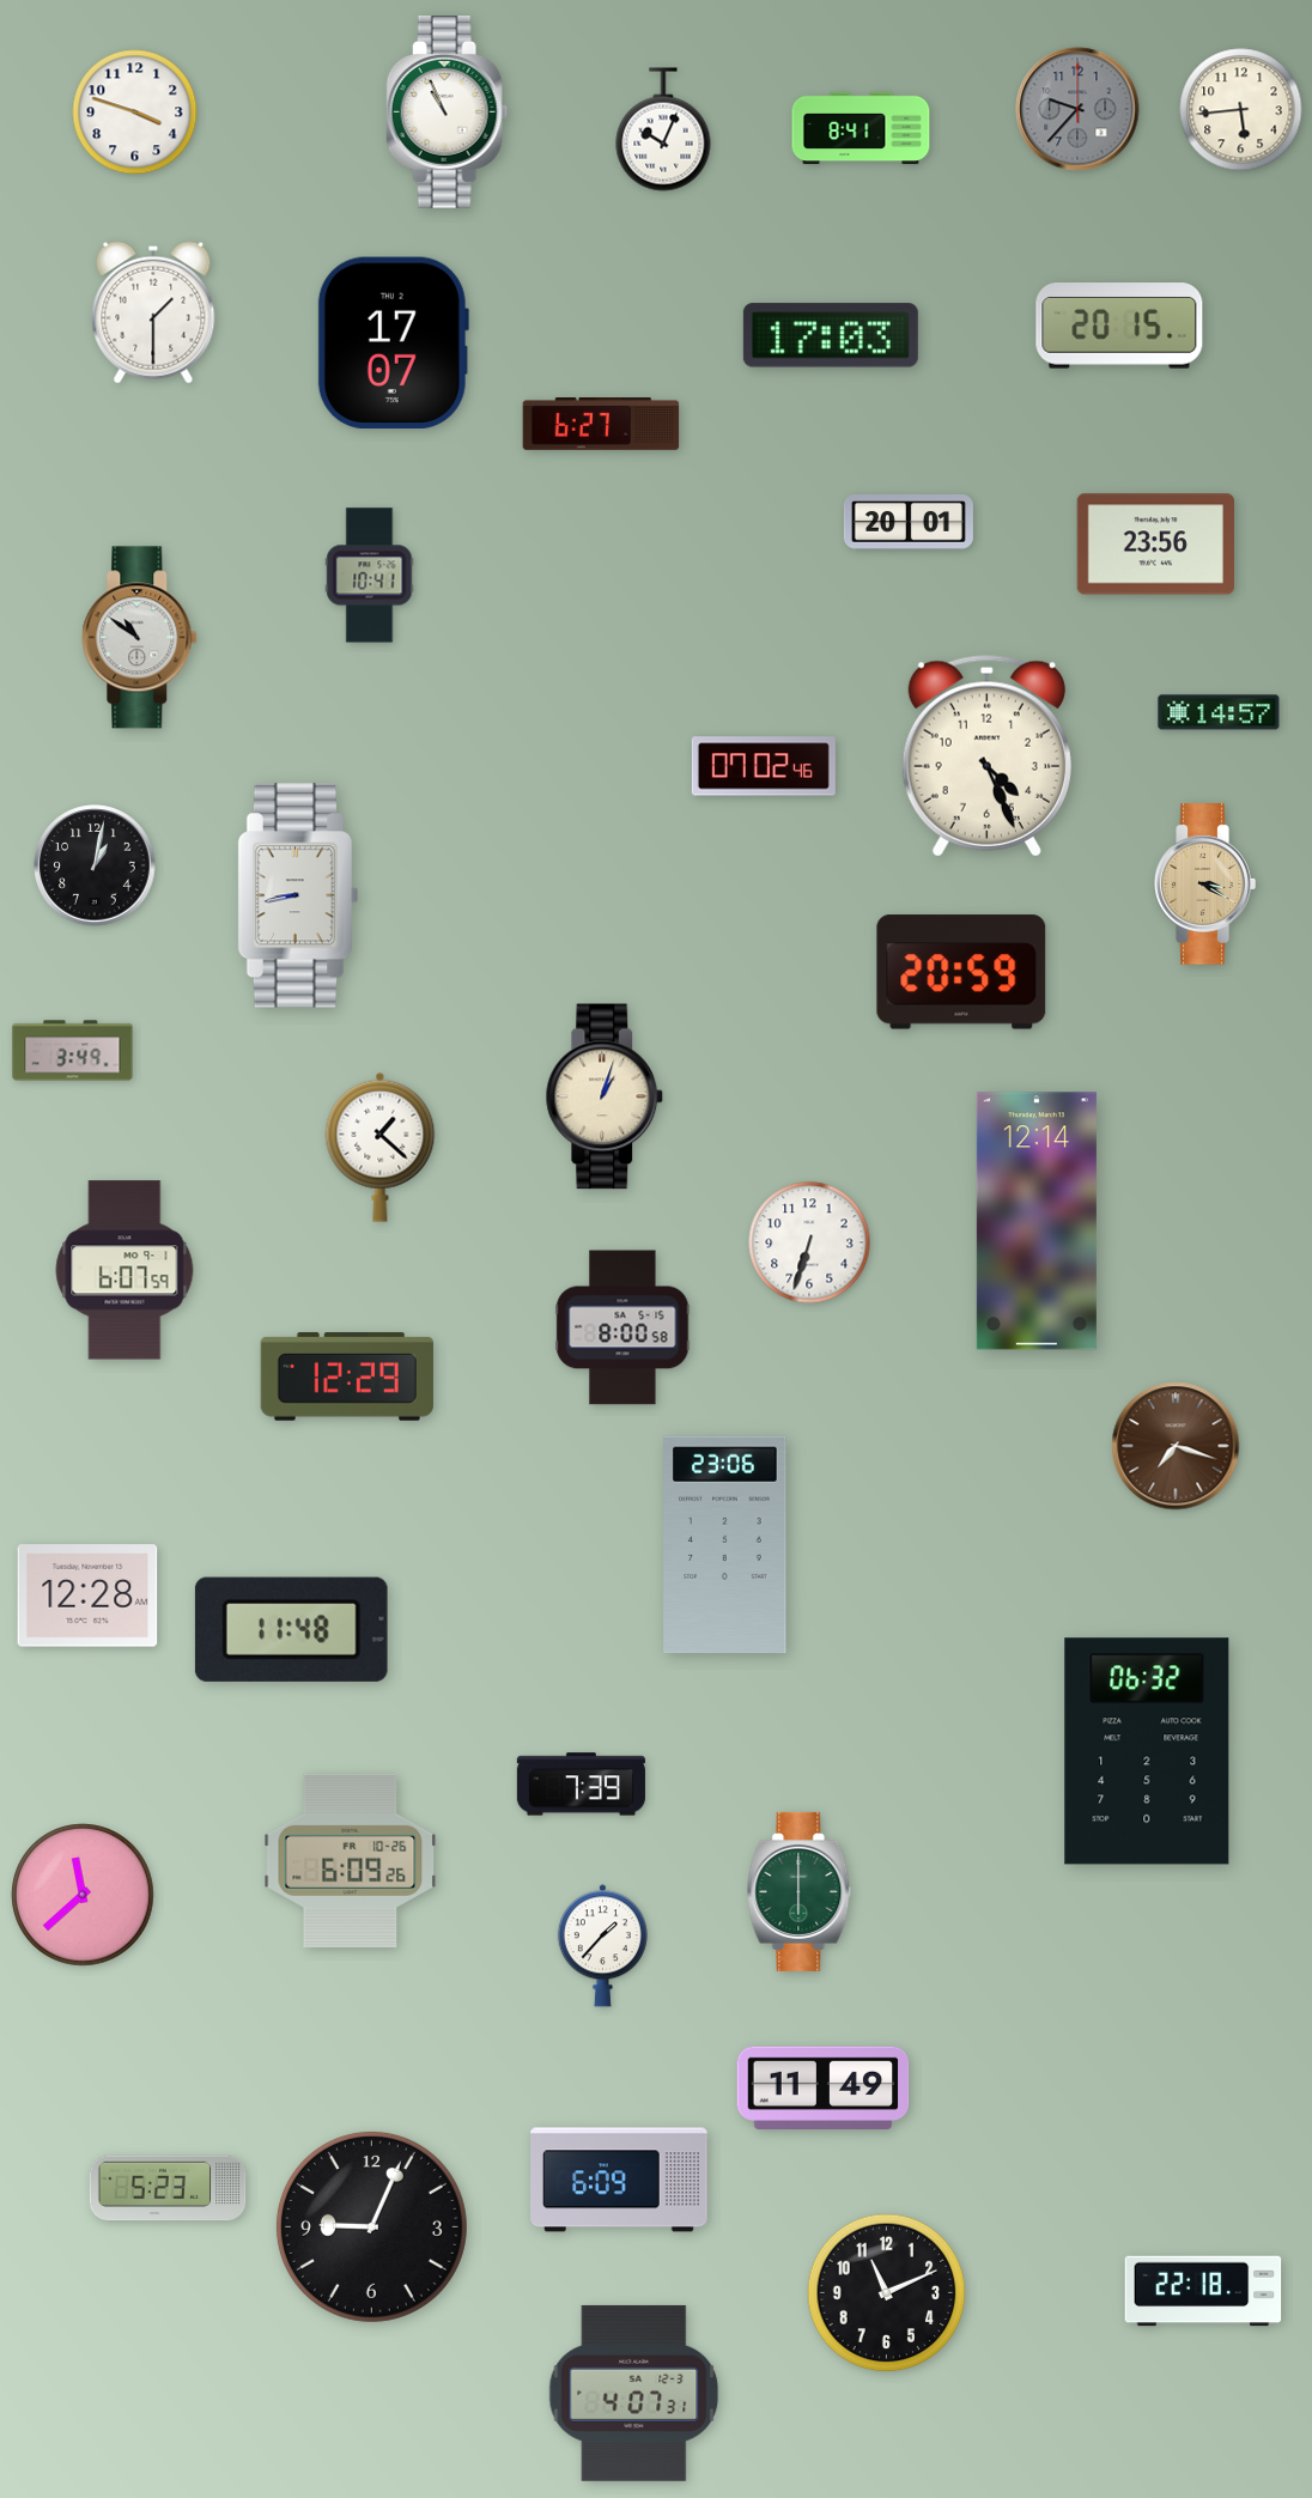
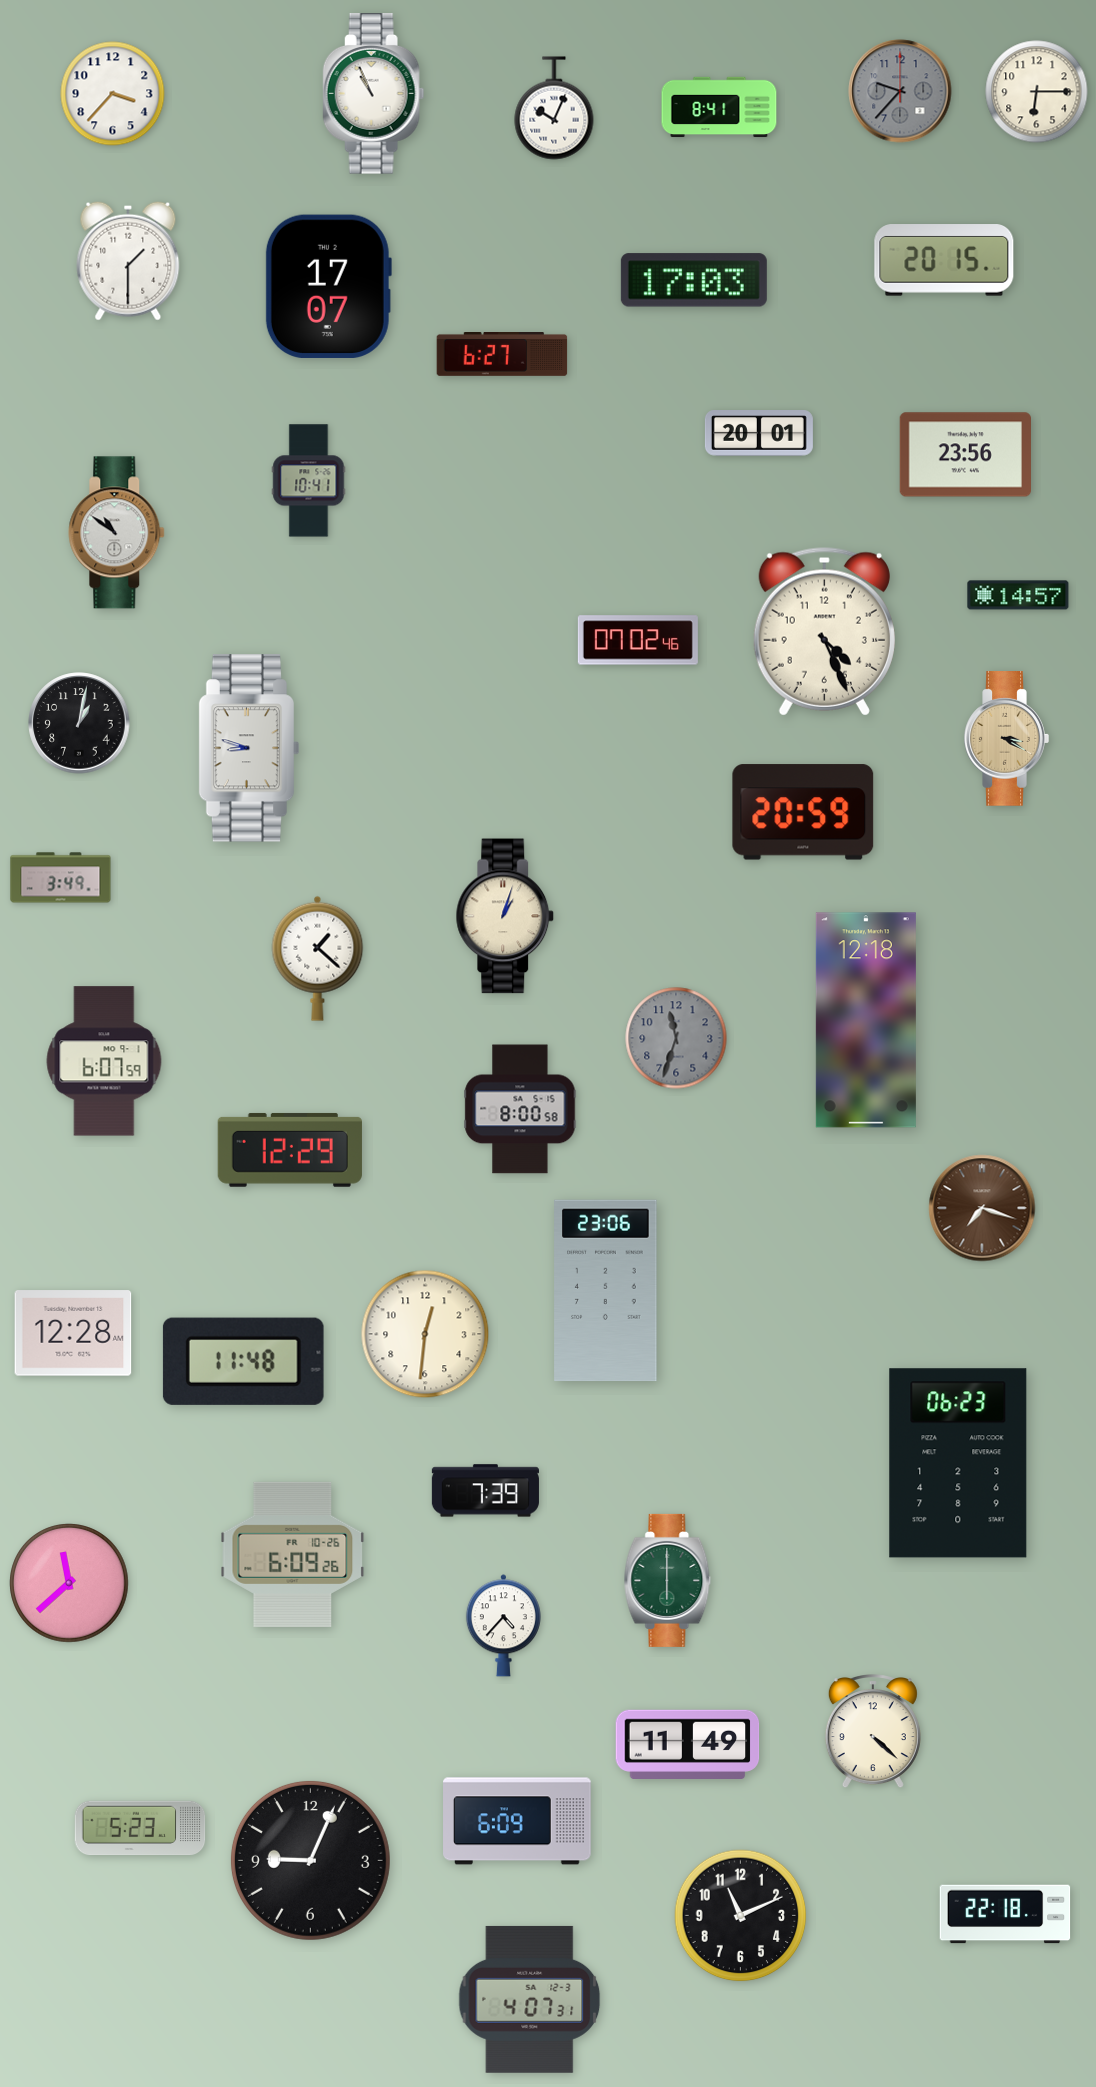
clock at (1241, 110): 5:44 -> 6:15
clock at (135, 113): 3:48 -> 3:37
clock at (1119, 326) position: (1119, 326) -> (944, 260)
clock at (909, 522) position: (909, 522) -> (759, 433)
clock at (298, 895): 8:43 -> 8:48
clock at (1037, 1221): 12:14 -> 12:18
clock at (809, 1242): 6:33 -> 11:33
clock at (809, 1242) dial: white -> grey
clock at (425, 1334): none -> 12:31
clock at (1147, 1751): 06:32 -> 06:23
clock at (602, 1946): 1:37 -> 4:37
clock at (873, 1732): none -> 4:22
